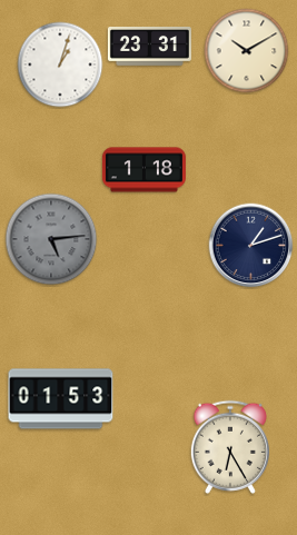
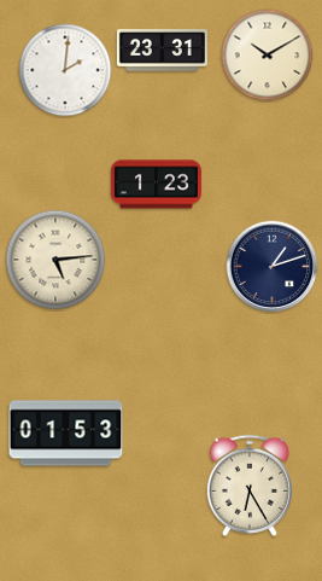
clock at (60, 65): 1:03 -> 2:01
clock at (143, 170): 1:18 -> 1:23
clock at (51, 239) dial: grey -> cream
